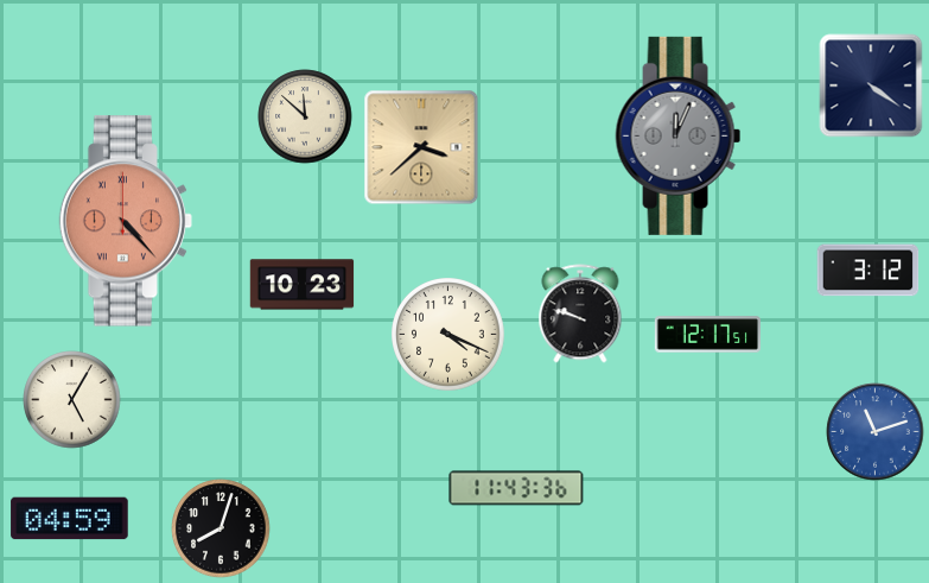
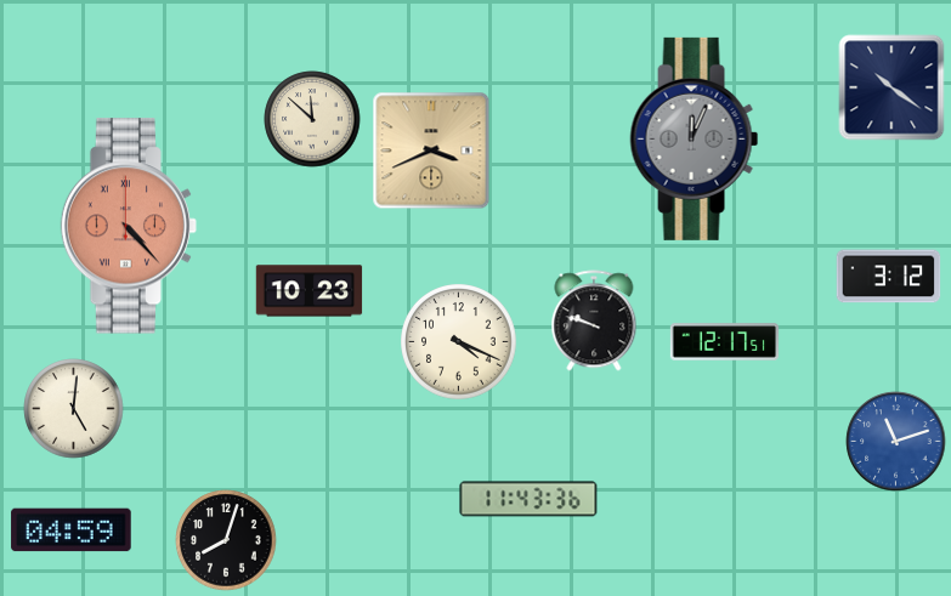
clock at (871, 85): 4:21 -> 10:21
clock at (421, 147): 3:38 -> 3:41
clock at (72, 400): 5:05 -> 5:01
